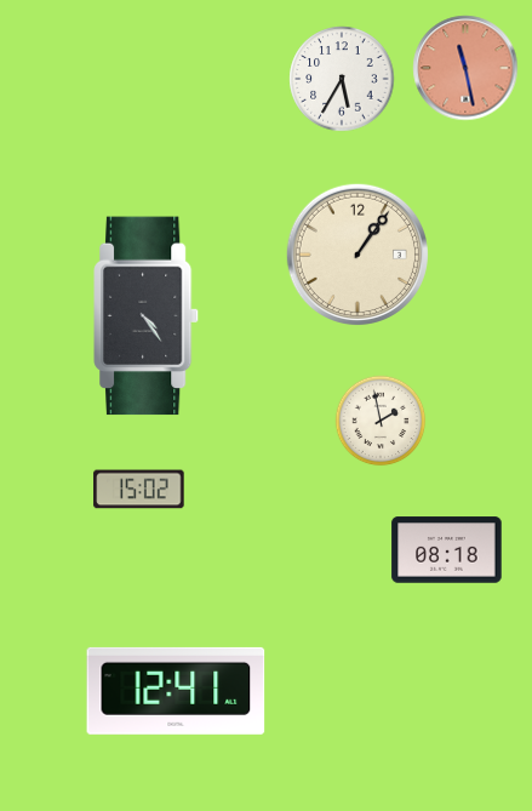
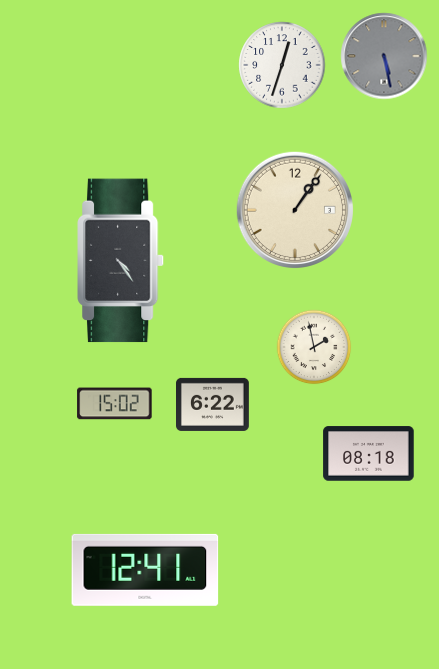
clock at (465, 68): 11:28 -> 5:28
clock at (465, 68) dial: salmon -> grey
clock at (342, 79): 5:35 -> 12:33
clock at (213, 404): none -> 6:22
